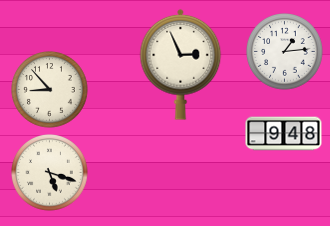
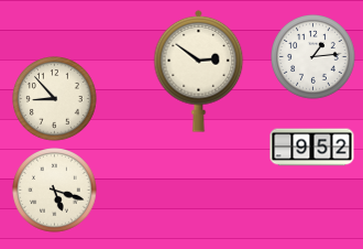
clock at (181, 64): 2:56 -> 2:51
clock at (284, 134): 9:48 -> 9:52
